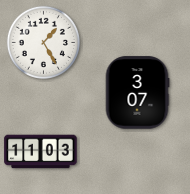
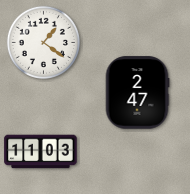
clock at (43, 42): 1:25 -> 1:21
clock at (137, 93): 3:07 -> 2:47
